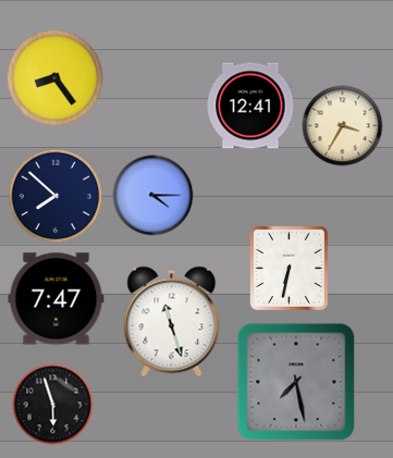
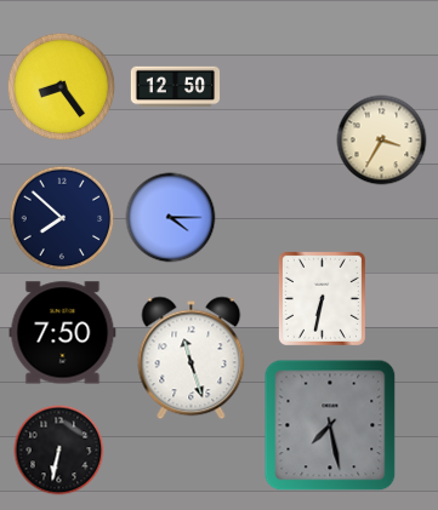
clock at (176, 87): none -> 12:50
clock at (250, 106): 12:41 -> none
clock at (57, 299): 7:47 -> 7:50
clock at (53, 405): 5:57 -> 6:32
